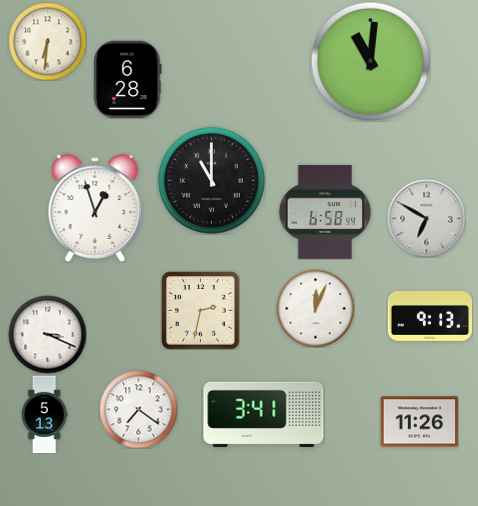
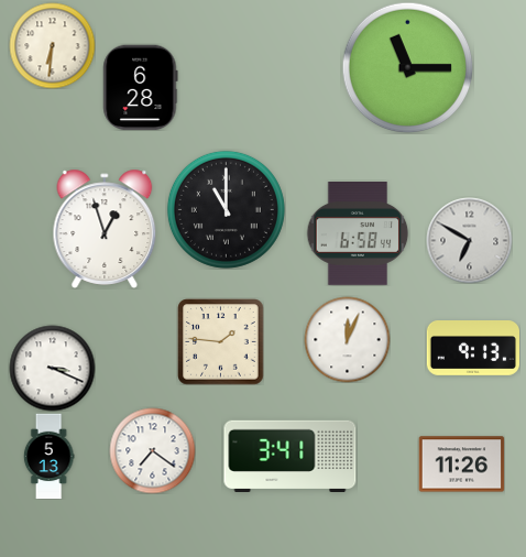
clock at (370, 61): 11:01 -> 11:15
clock at (211, 180) position: (211, 180) -> (226, 209)
clock at (200, 310): 2:32 -> 1:46
